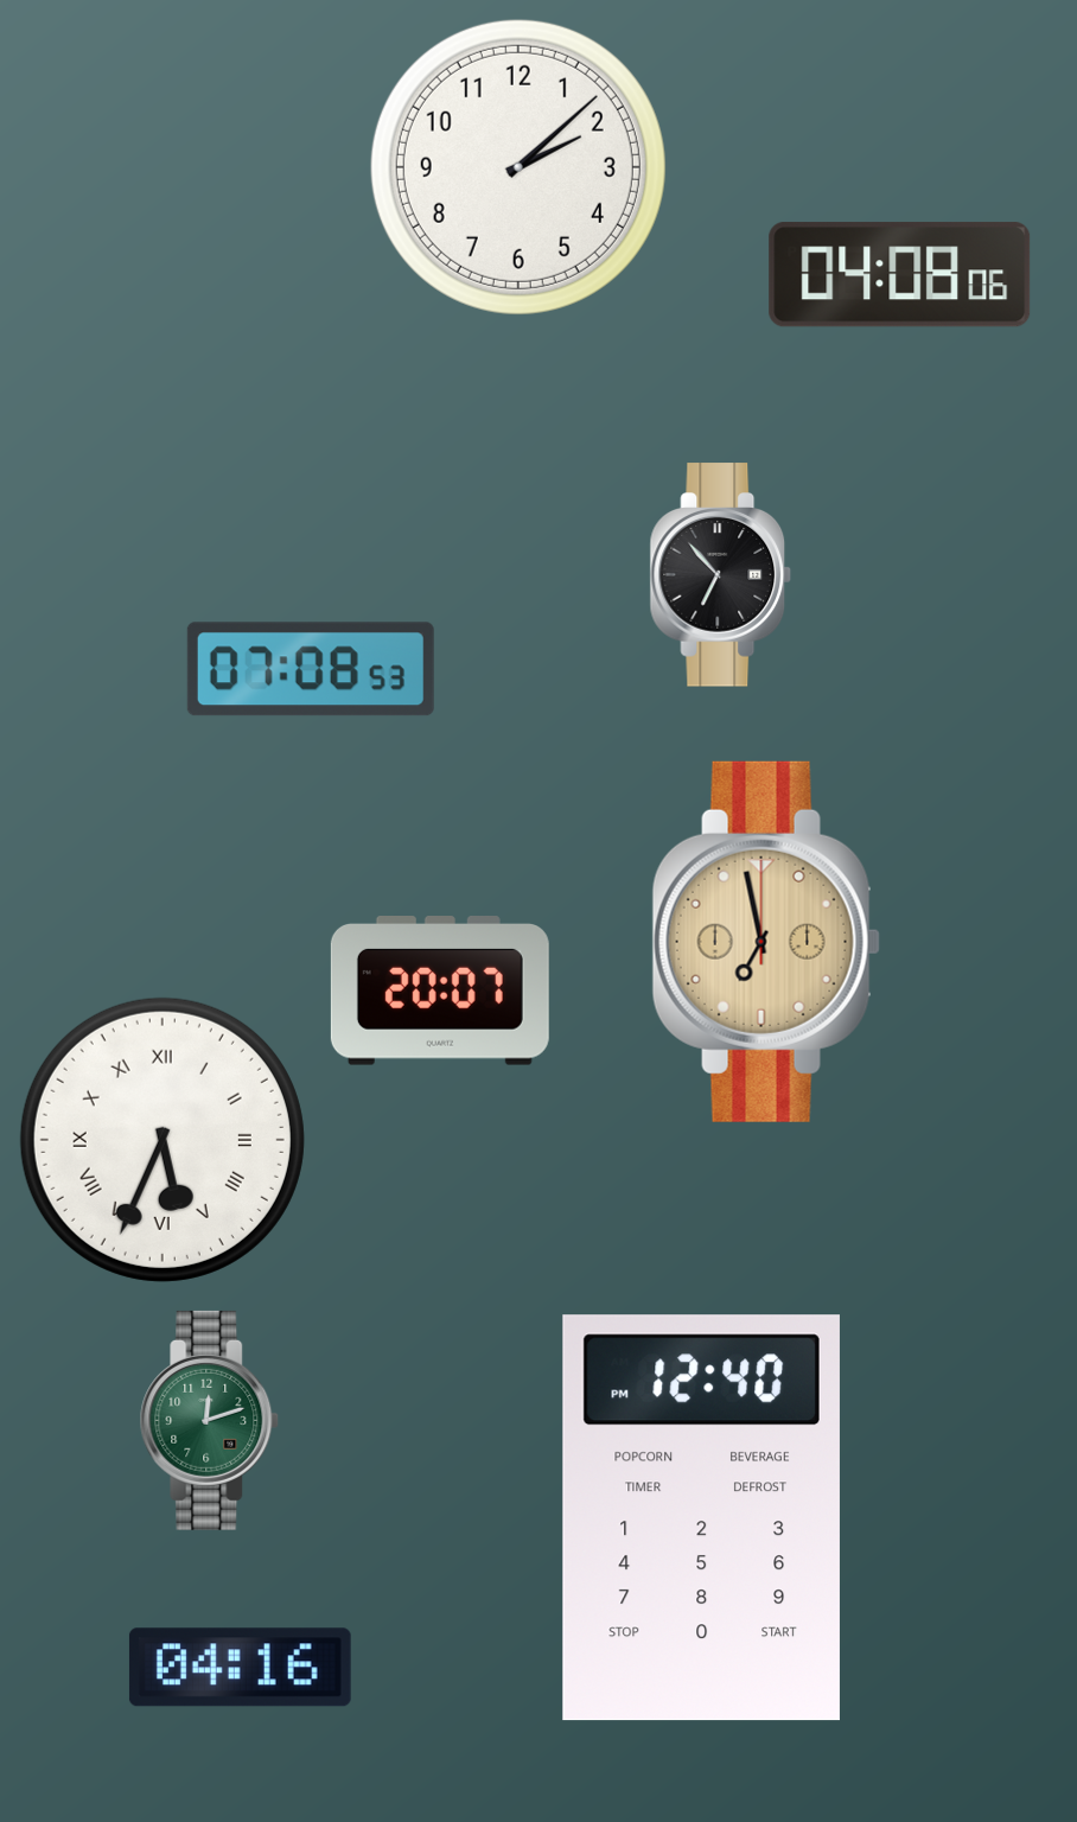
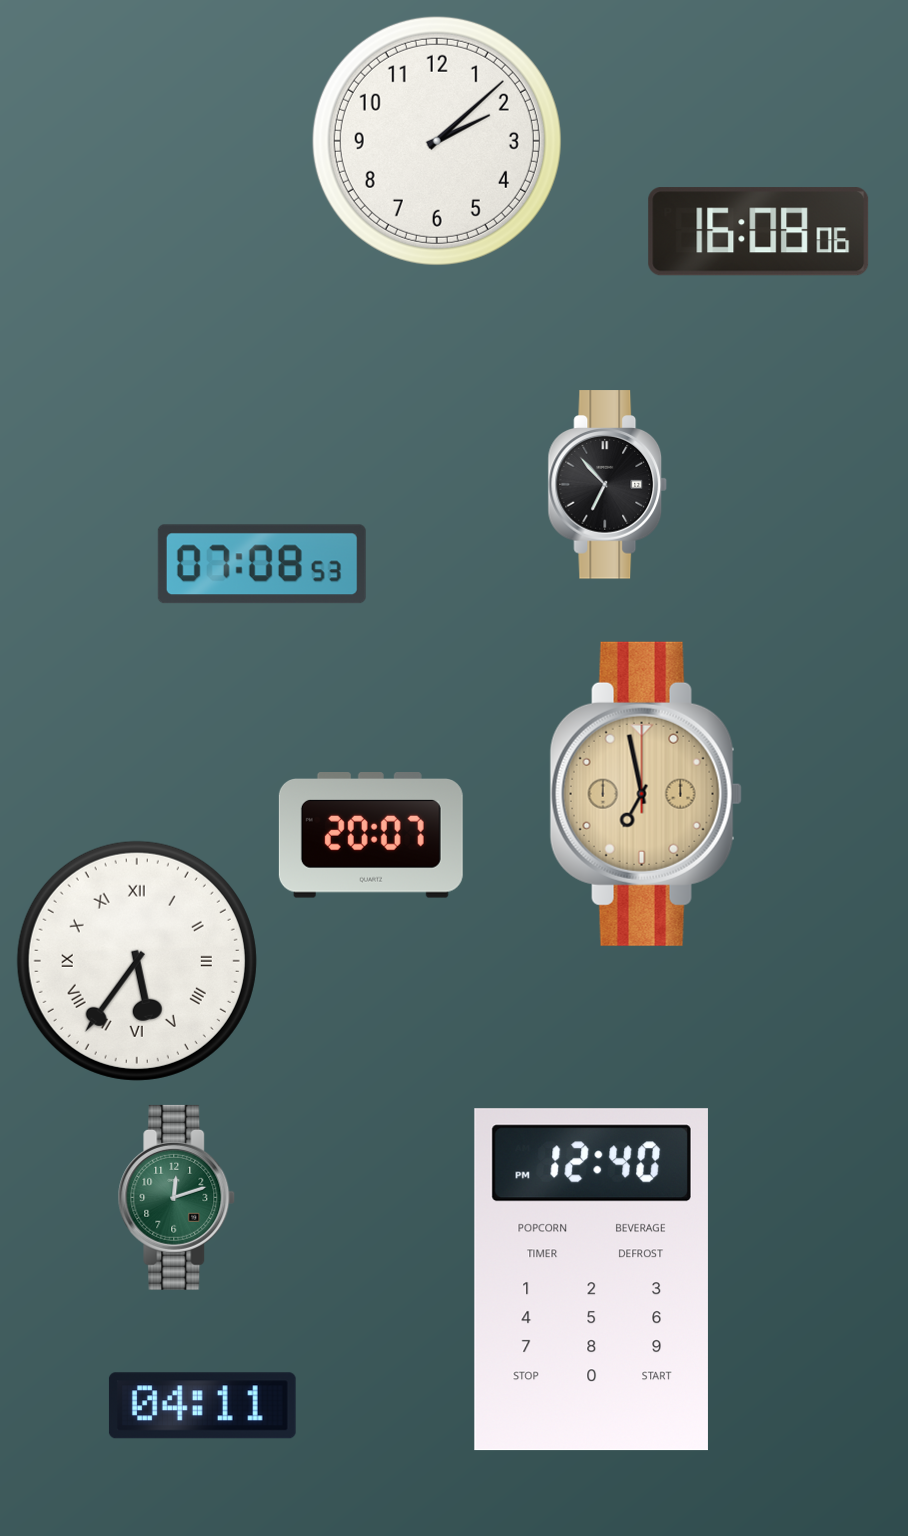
clock at (900, 275): 04:08 -> 16:08
clock at (162, 1140): 5:34 -> 5:36
clock at (240, 1668): 04:16 -> 04:11
